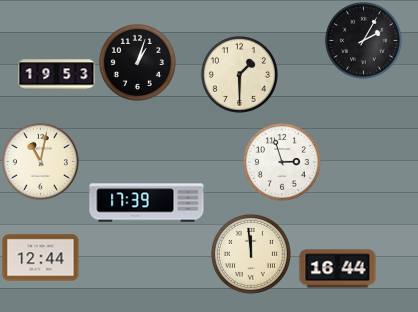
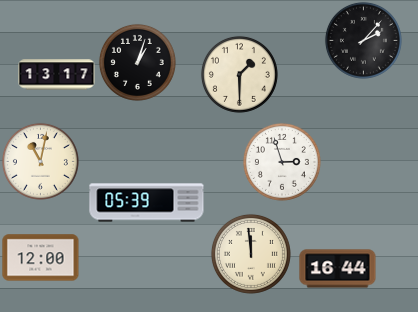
clock at (363, 40): 2:05 -> 2:07
clock at (57, 75): 19:53 -> 13:17
clock at (147, 203): 17:39 -> 05:39
clock at (41, 258): 12:44 -> 12:00
